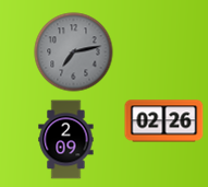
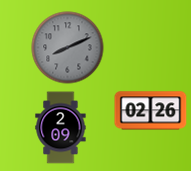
clock at (74, 52): 7:13 -> 8:11
